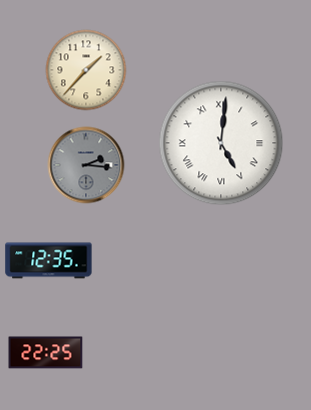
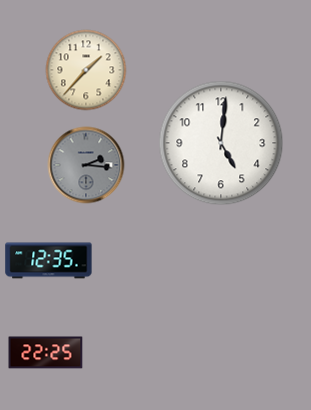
clock at (221, 143) numerals: Roman -> Arabic
